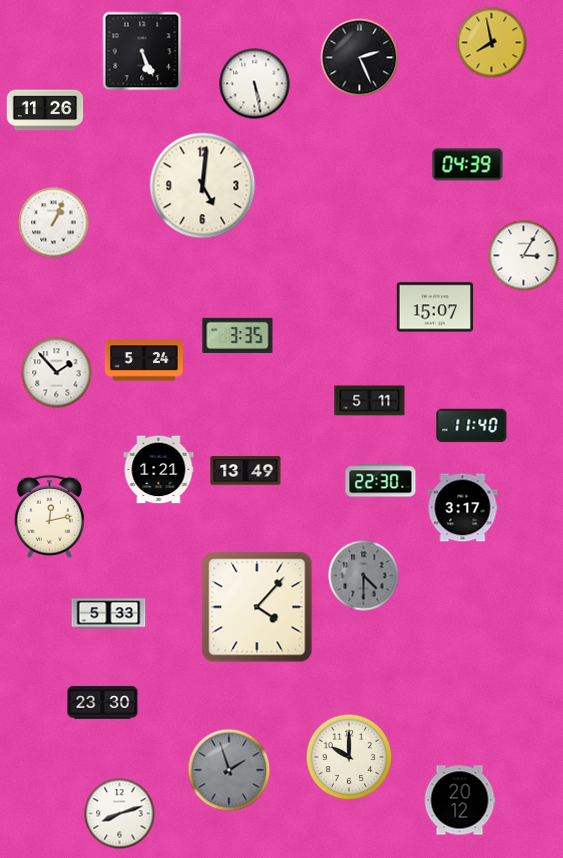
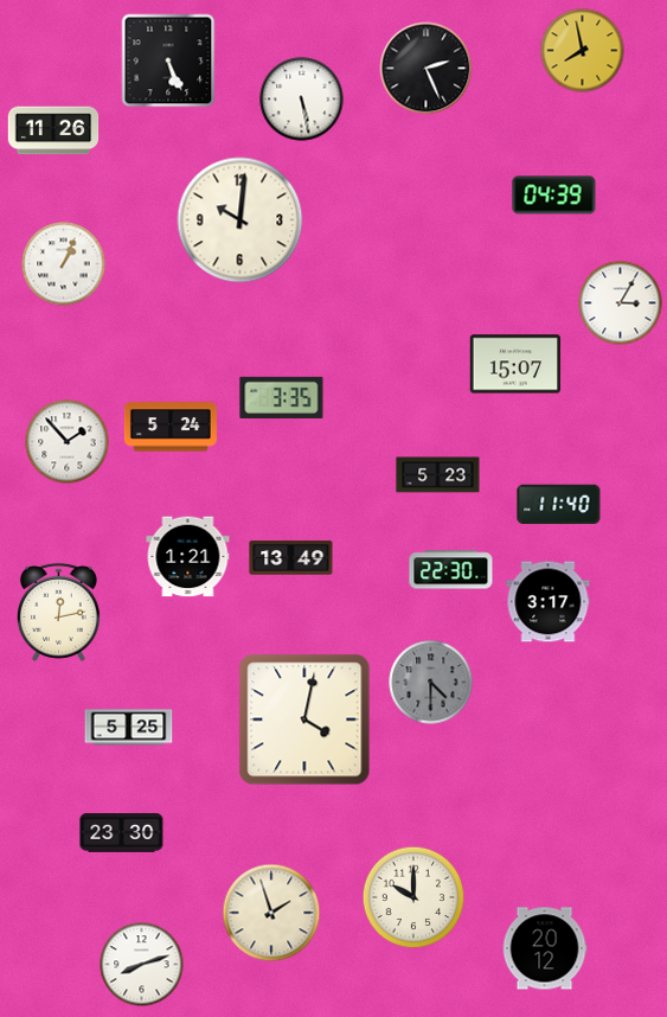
clock at (203, 186): 5:01 -> 10:01
clock at (370, 401): 5:11 -> 5:23
clock at (257, 607): 4:07 -> 4:02
clock at (109, 614): 5:33 -> 5:25
clock at (229, 770) dial: grey -> cream
